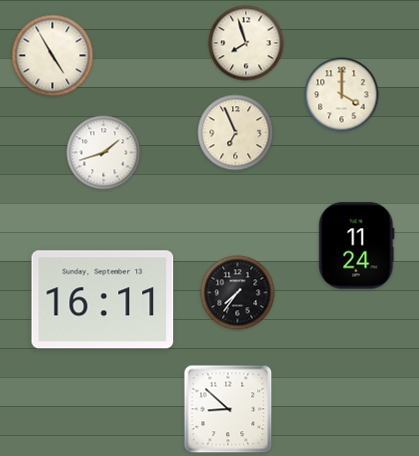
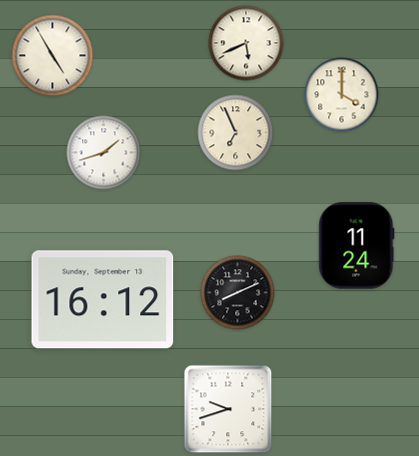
clock at (246, 43): 7:57 -> 5:41
clock at (238, 293): 7:36 -> 8:11
clock at (103, 300): 16:11 -> 16:12
clock at (228, 409): 8:52 -> 9:42
